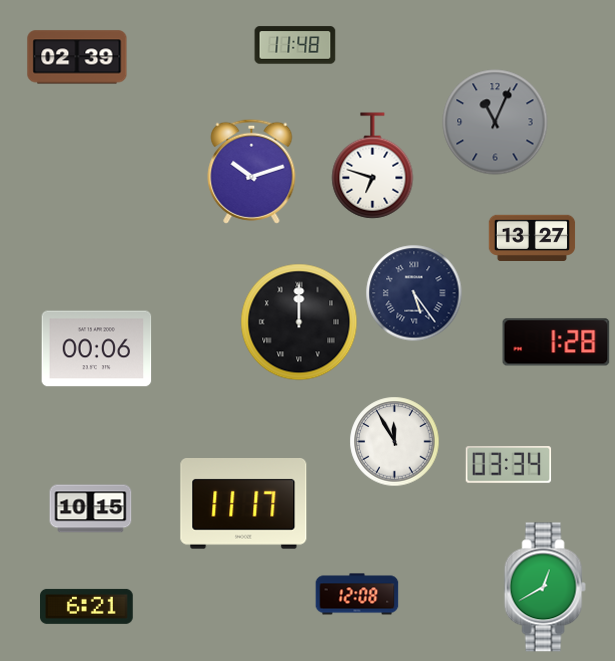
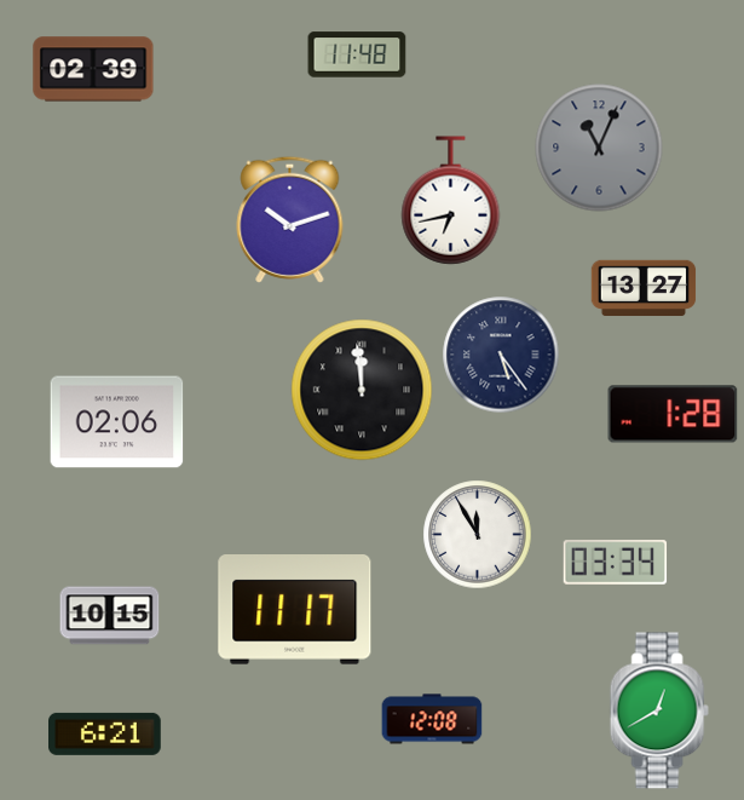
clock at (373, 166): 6:48 -> 6:43
clock at (252, 171) position: (252, 171) -> (290, 219)
clock at (299, 322): 12:00 -> 11:59
clock at (97, 349): 00:06 -> 02:06
